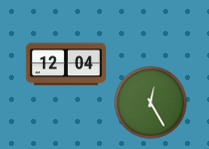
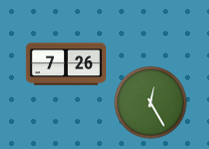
clock at (66, 64): 12:04 -> 7:26
